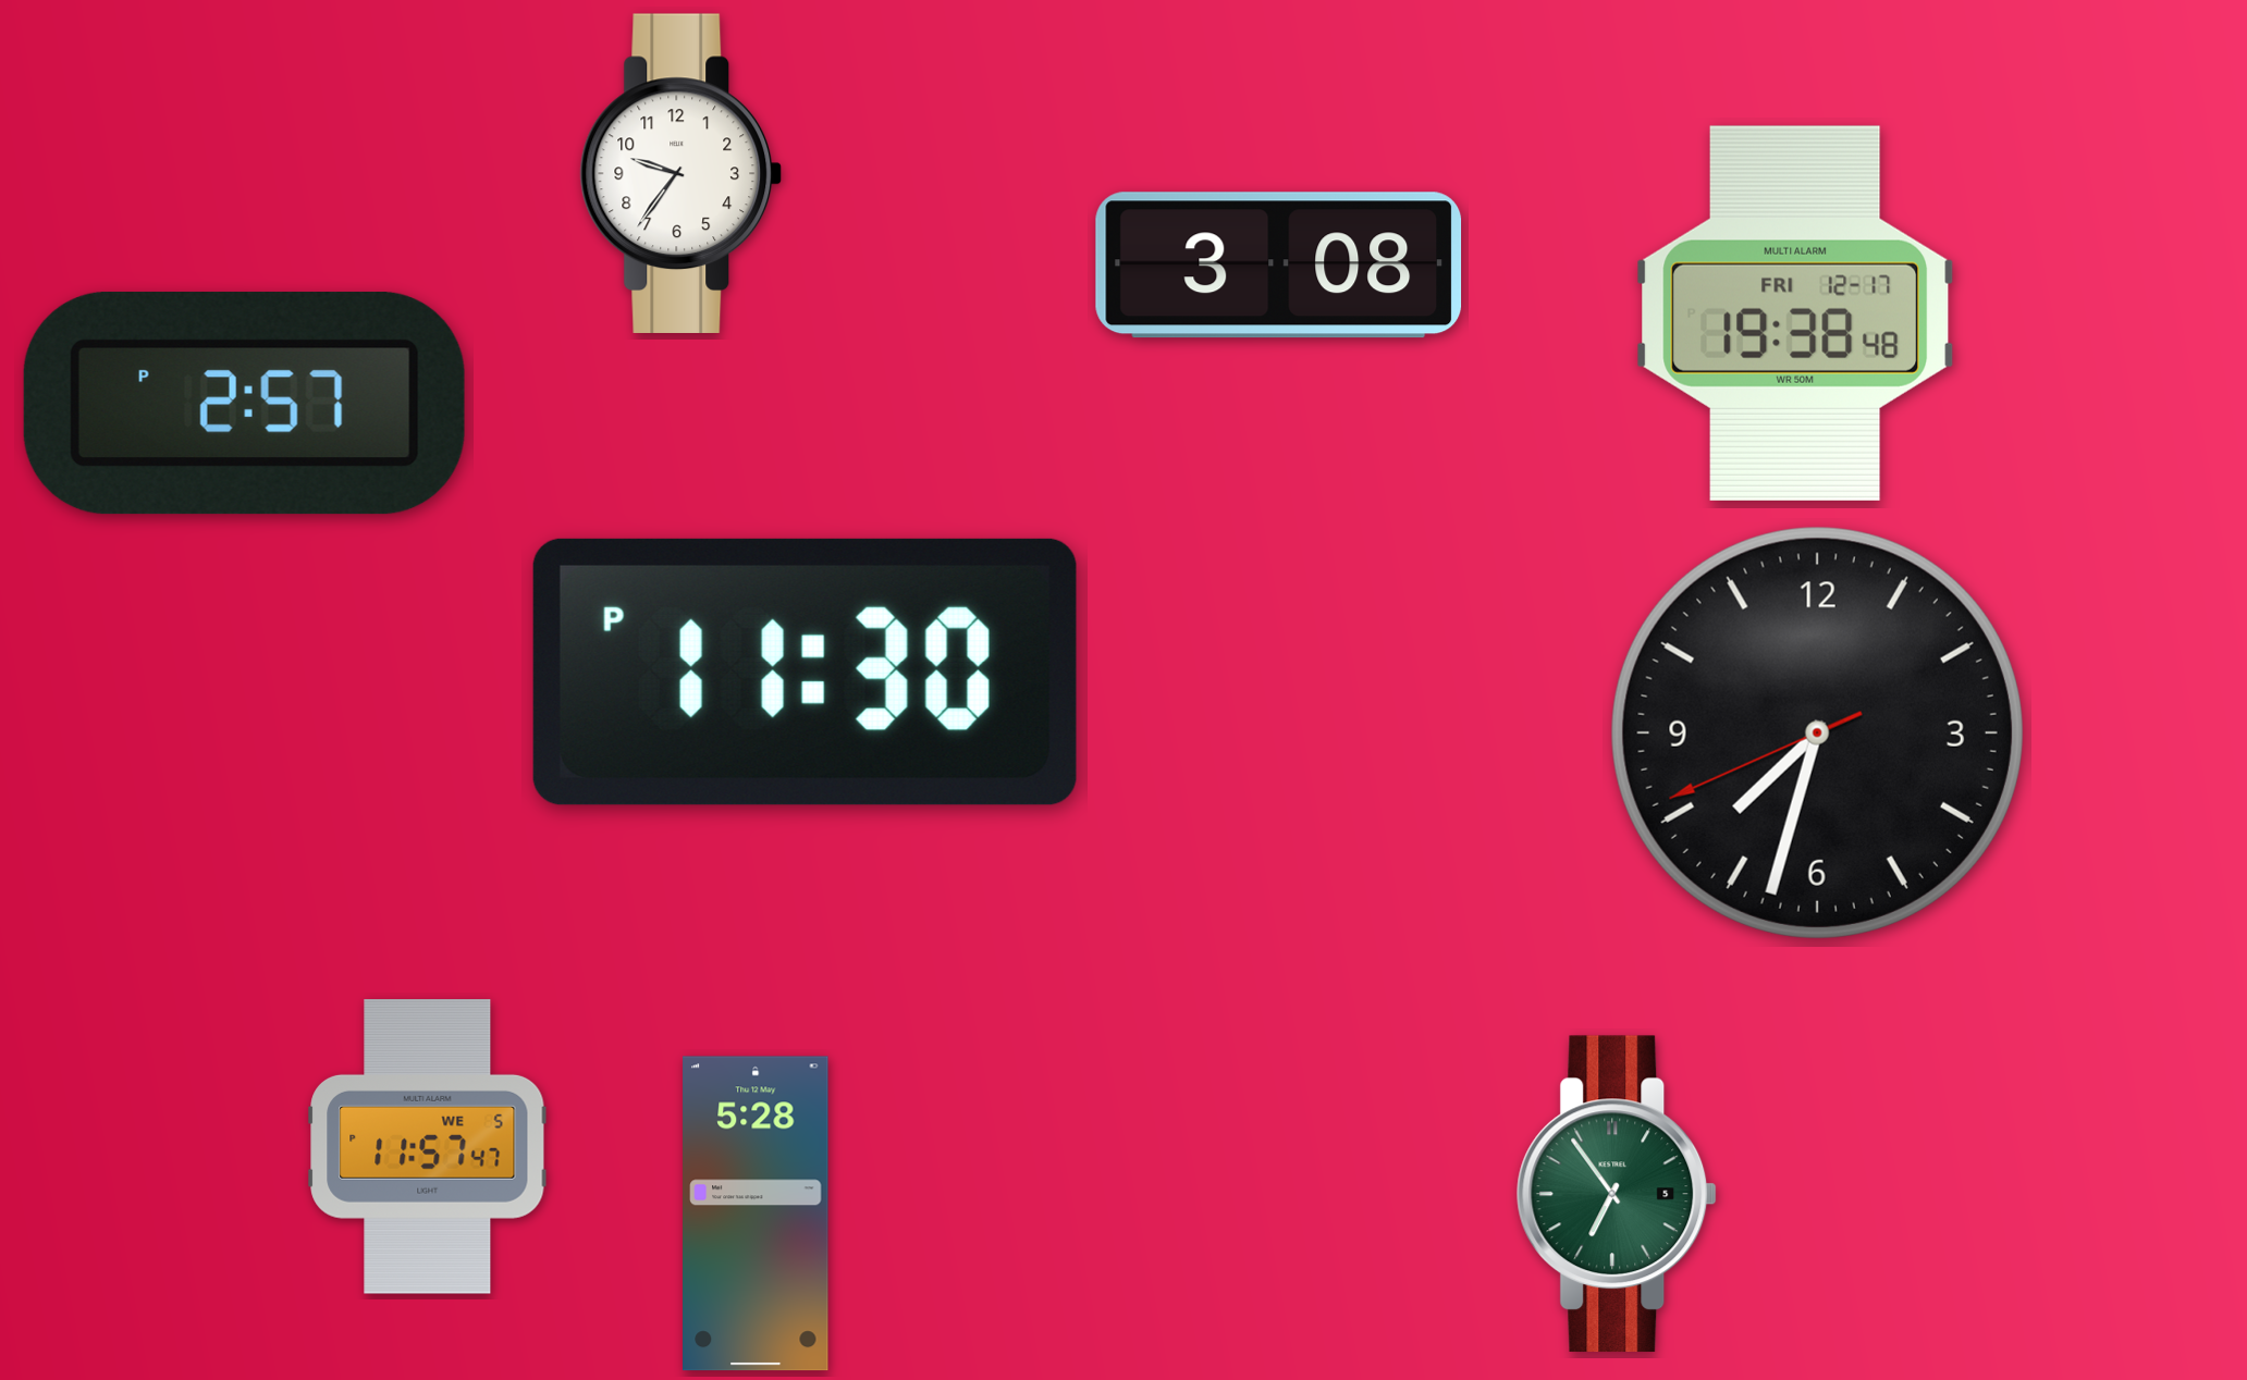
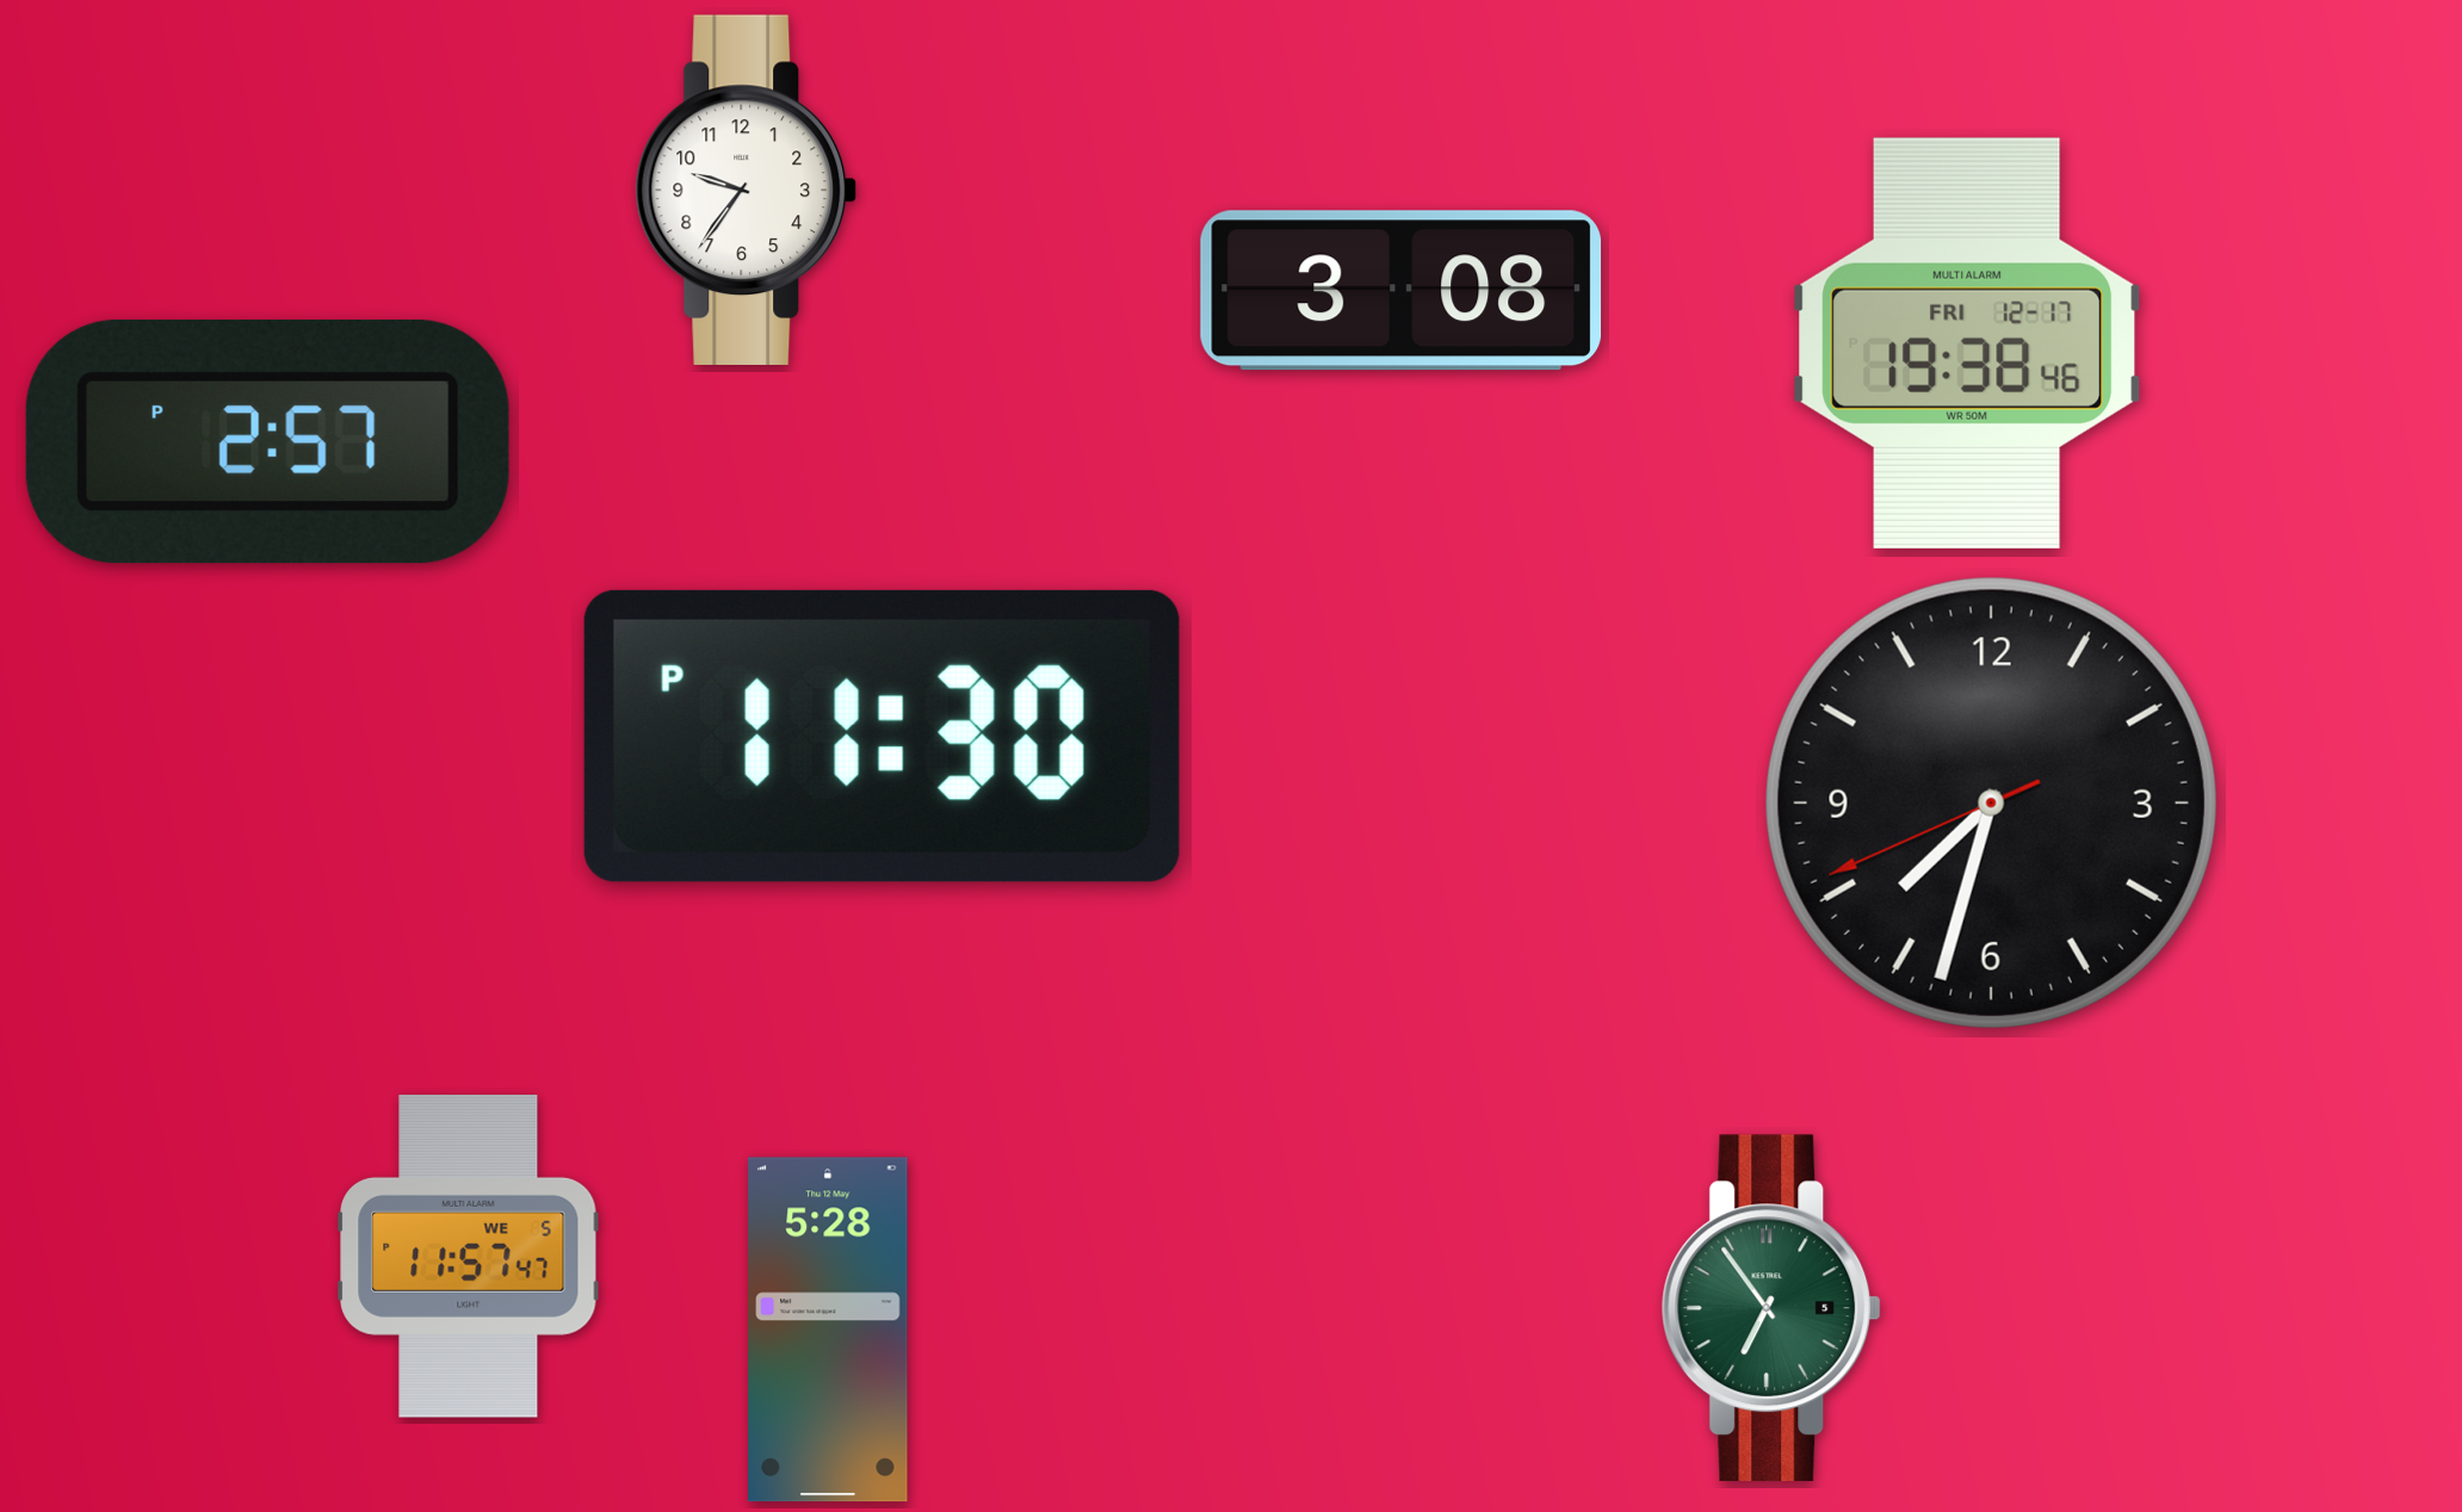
clock at (1795, 313): 19:38:48 -> 19:38:46
